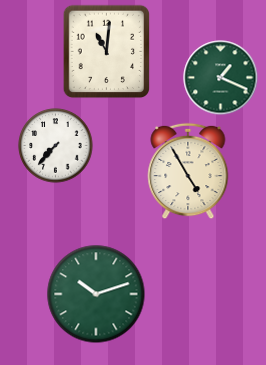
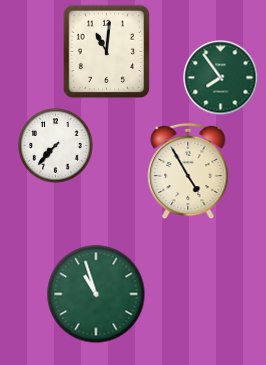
clock at (221, 78): 1:19 -> 7:54
clock at (96, 294): 10:12 -> 10:57
